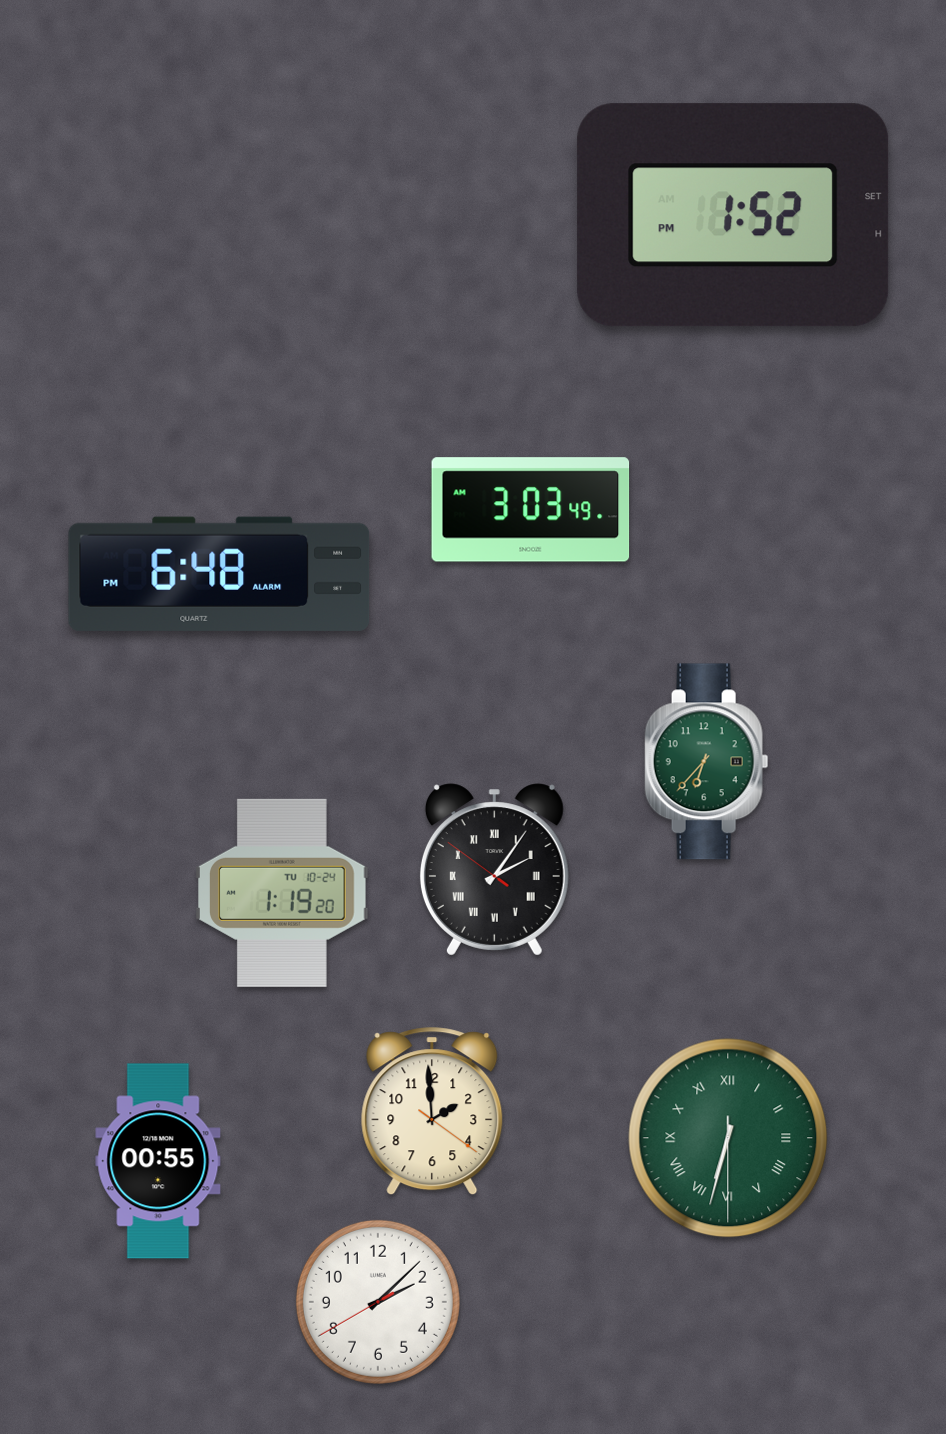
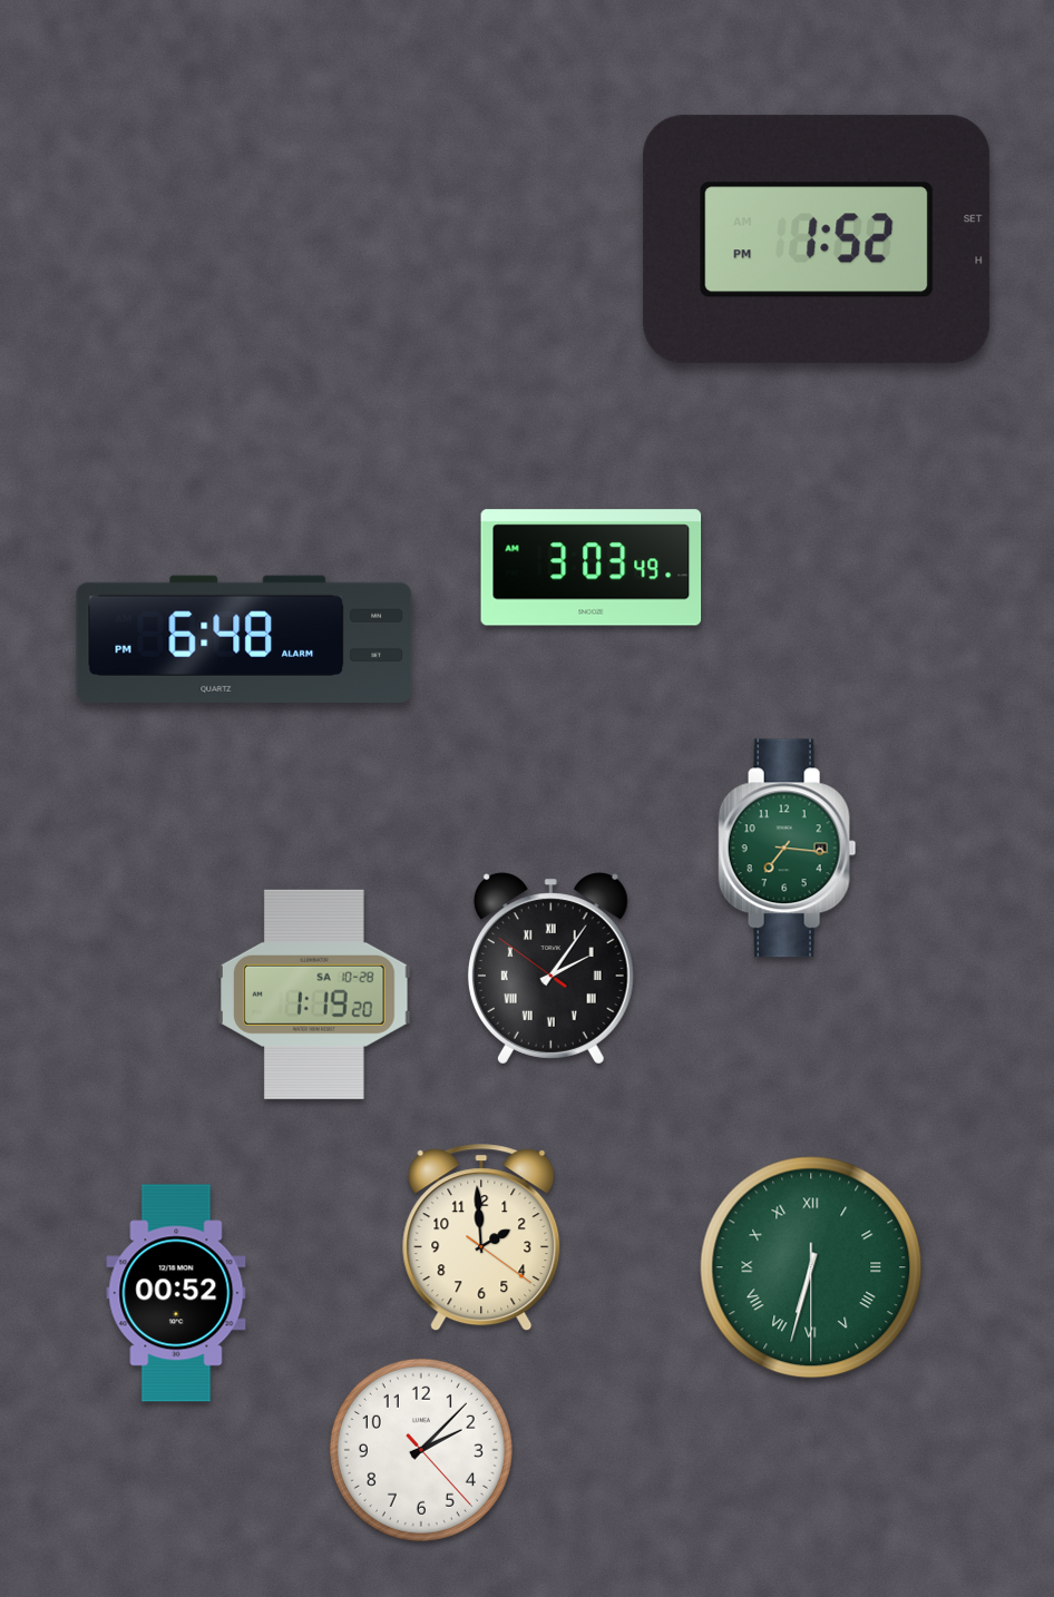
clock at (707, 762): 6:37 -> 7:16
clock at (283, 893) date: TU 10-24 -> SA 10-28
clock at (158, 1161): 00:55 -> 00:52
clock at (378, 1302): 2:07:40 -> 2:07:23
